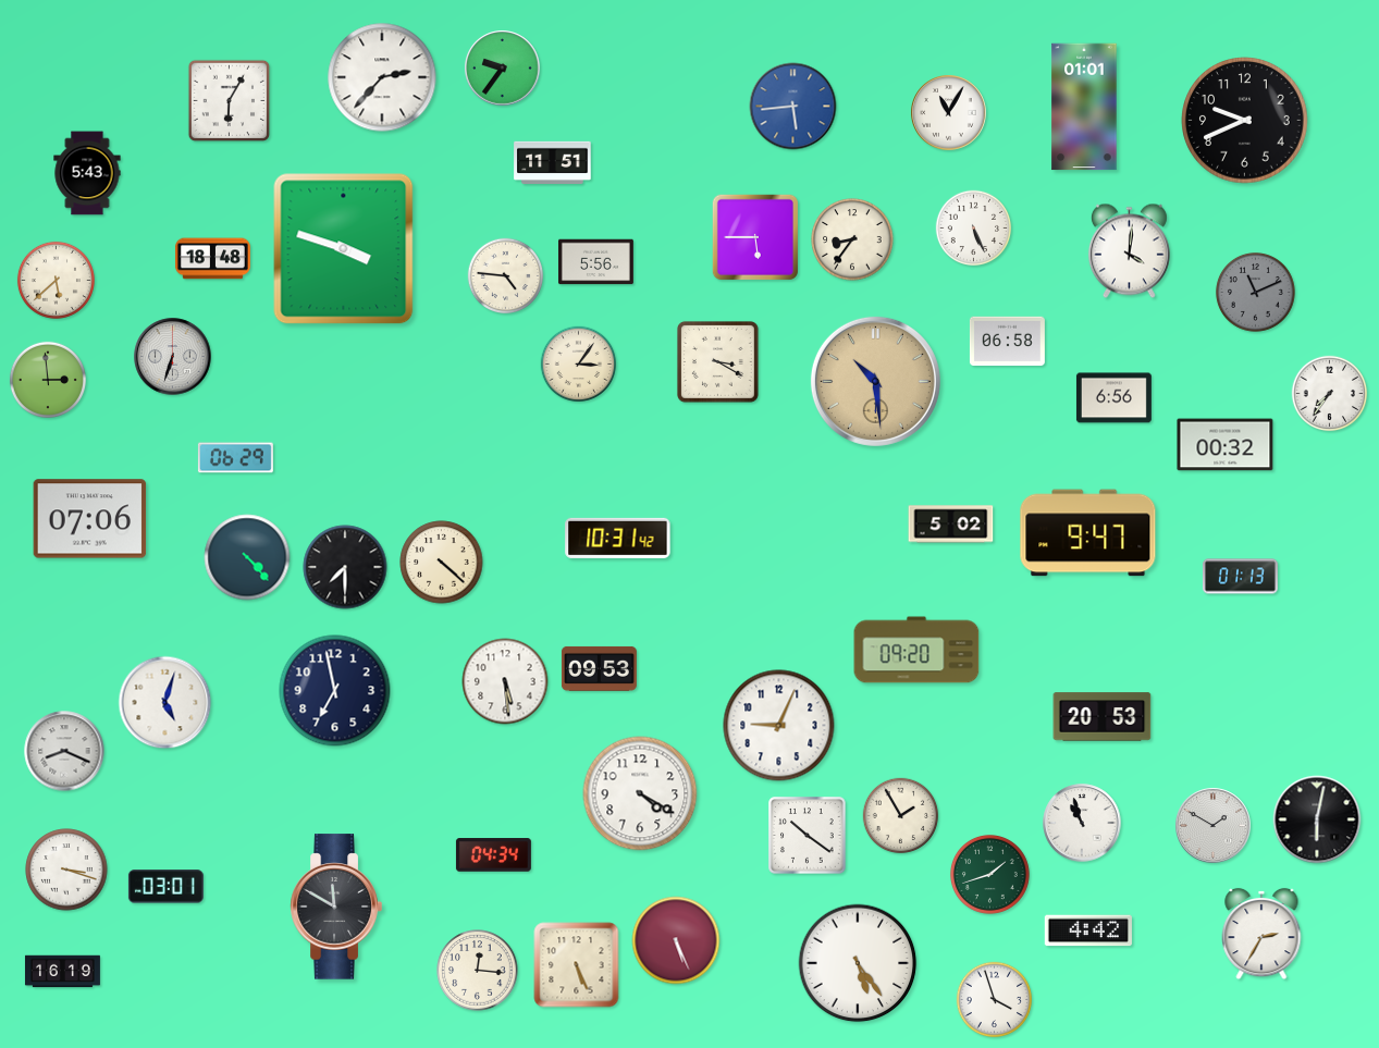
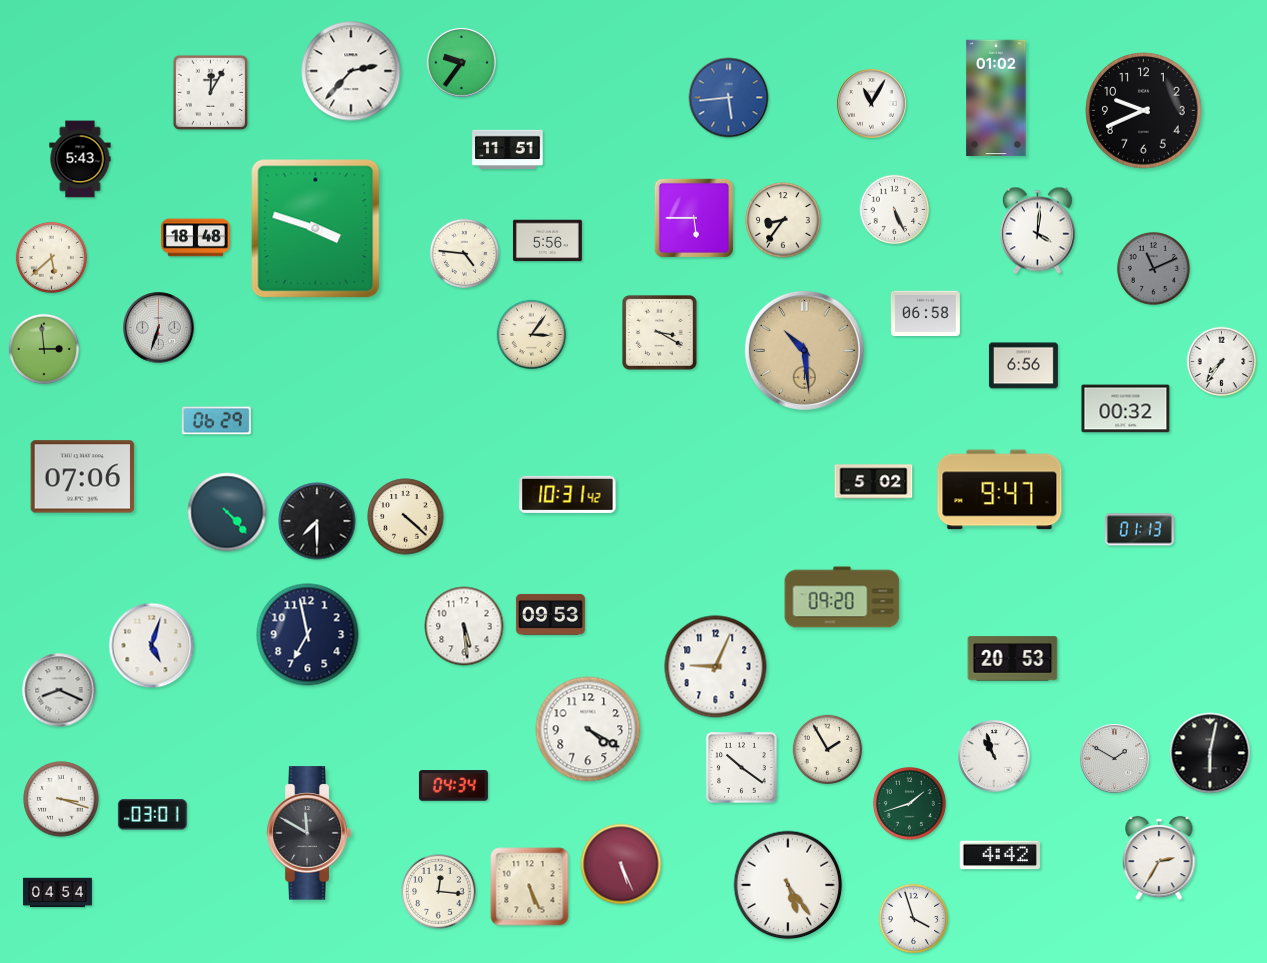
clock at (230, 101): 6:05 -> 12:05
clock at (1084, 107): 01:01 -> 01:02
clock at (62, 972): 16:19 -> 04:54
